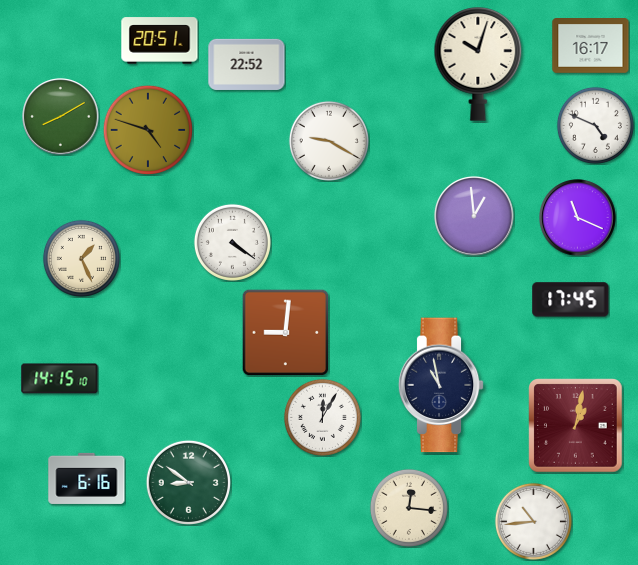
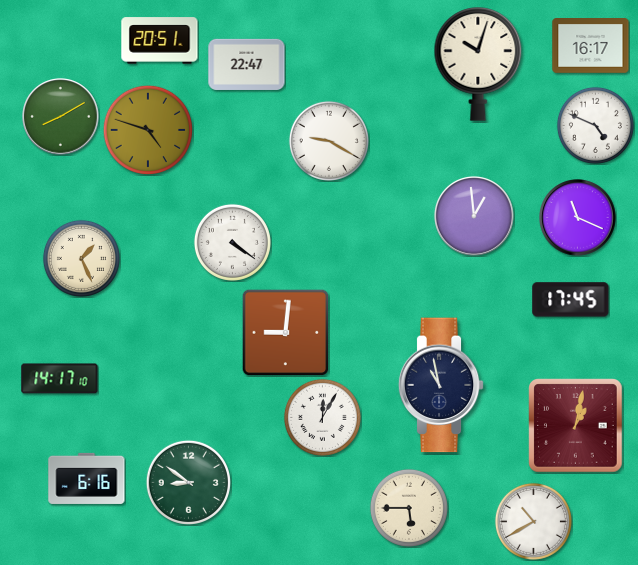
clock at (247, 64): 22:52 -> 22:47
clock at (60, 379): 14:15 -> 14:17
clock at (409, 508): 12:16 -> 5:45
clock at (533, 521): 10:44 -> 10:40
